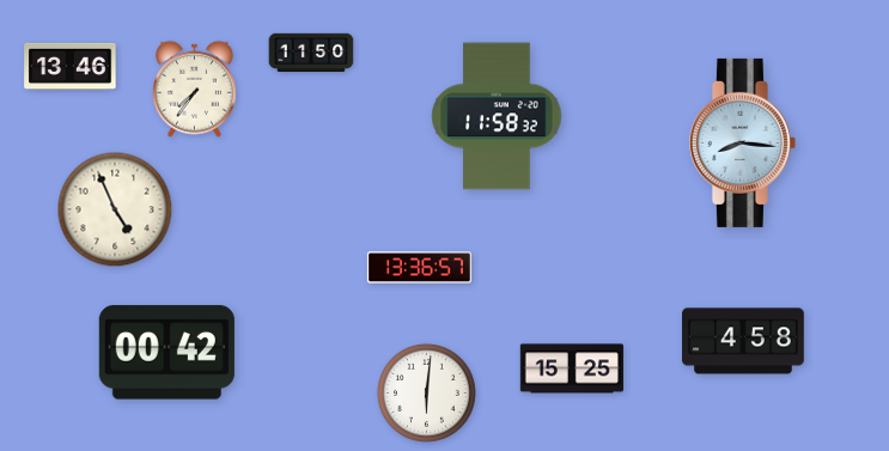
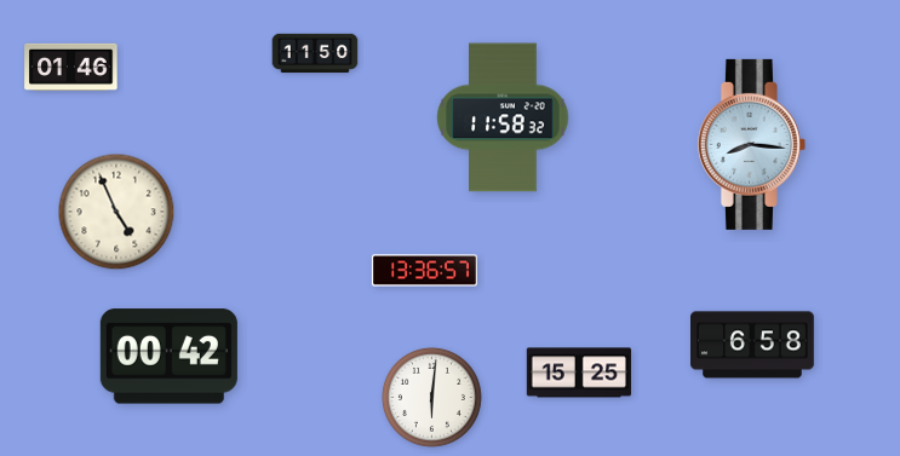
clock at (71, 66): 13:46 -> 01:46
clock at (194, 89): 7:36 -> none
clock at (744, 341): 4:58 -> 6:58
